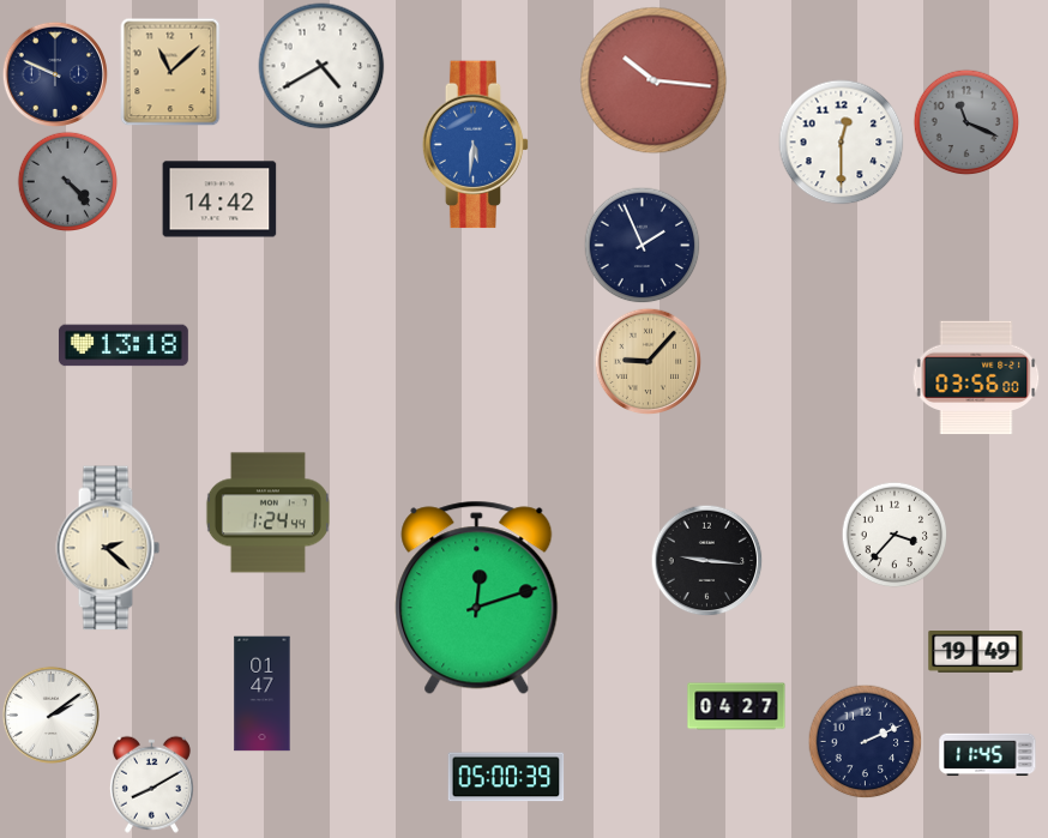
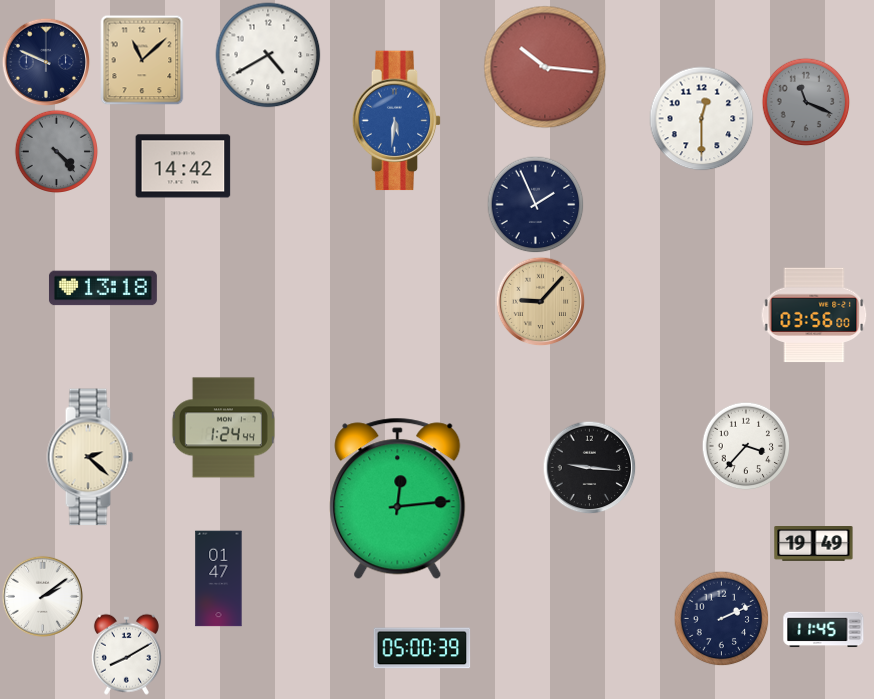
clock at (477, 598): 12:12 -> 12:14
clock at (736, 706): 04:27 -> none
